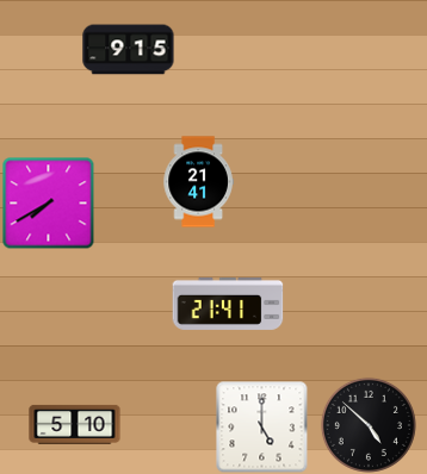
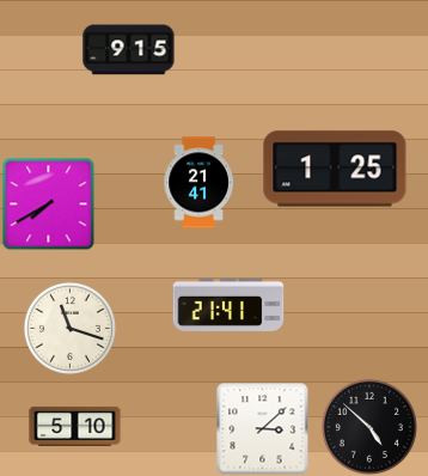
clock at (335, 169): none -> 1:25
clock at (69, 328): none -> 11:18
clock at (261, 426): 5:00 -> 3:08
